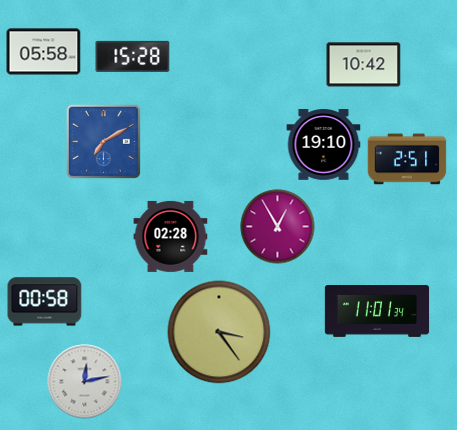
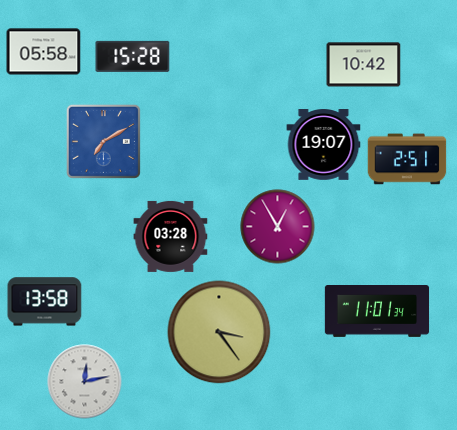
clock at (324, 145): 19:10 -> 19:07
clock at (171, 236): 02:28 -> 03:28
clock at (45, 302): 00:58 -> 13:58
